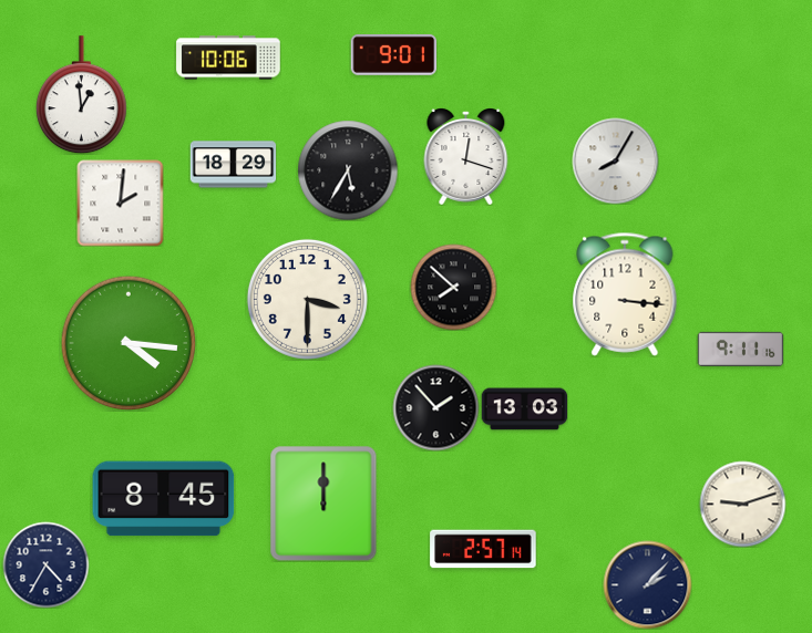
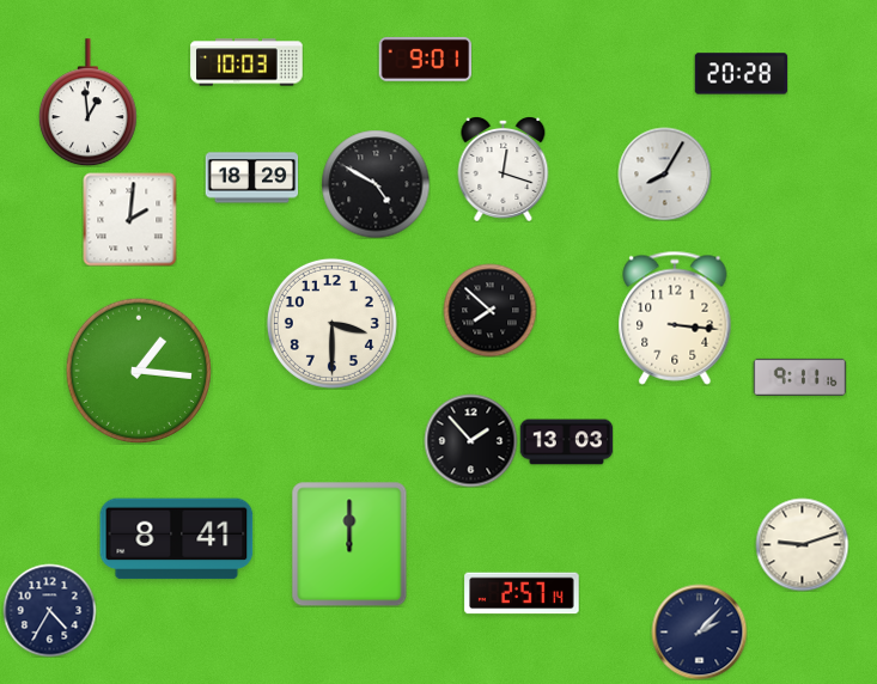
clock at (228, 58): 10:06 -> 10:03
clock at (741, 74): none -> 20:28
clock at (348, 170): 5:35 -> 4:50
clock at (127, 342): 4:16 -> 1:16
clock at (164, 499): 8:45 -> 8:41
